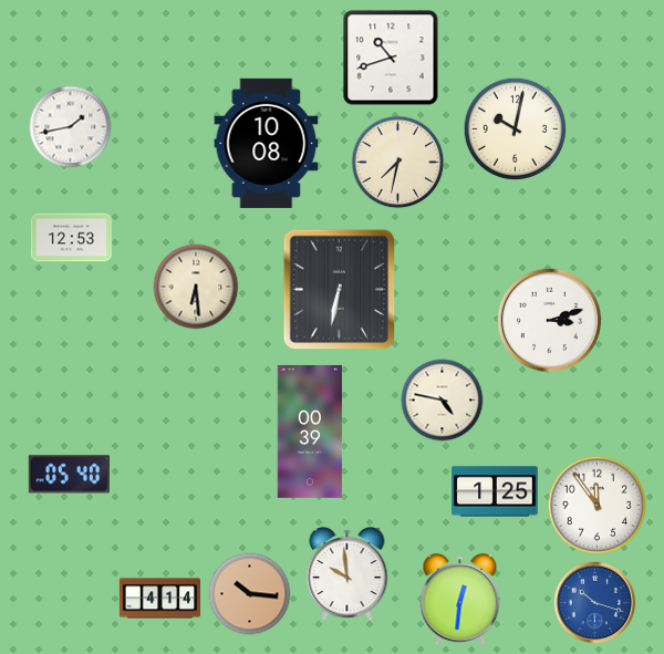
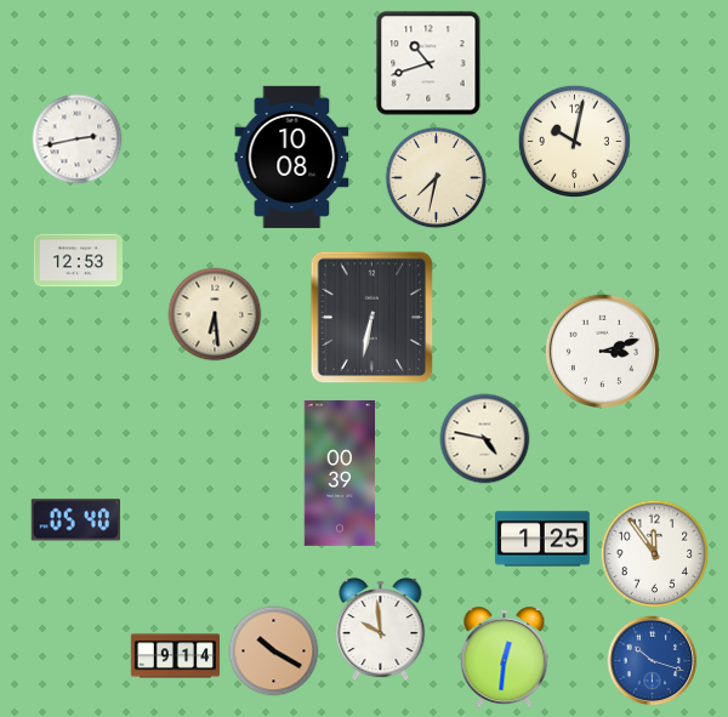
clock at (71, 127): 1:43 -> 2:43
clock at (515, 128) position: (515, 128) -> (574, 141)
clock at (250, 594): 10:16 -> 10:20
clock at (160, 599): 4:14 -> 9:14
